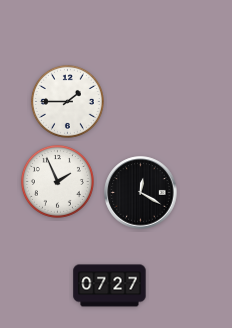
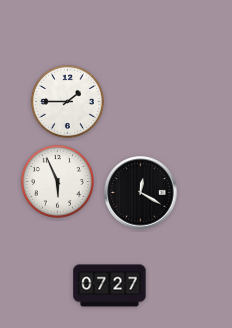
clock at (57, 181): 1:56 -> 5:56
